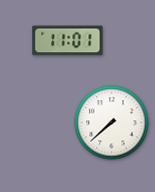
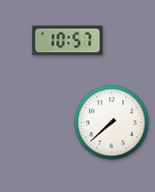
clock at (68, 41): 11:01 -> 10:57
